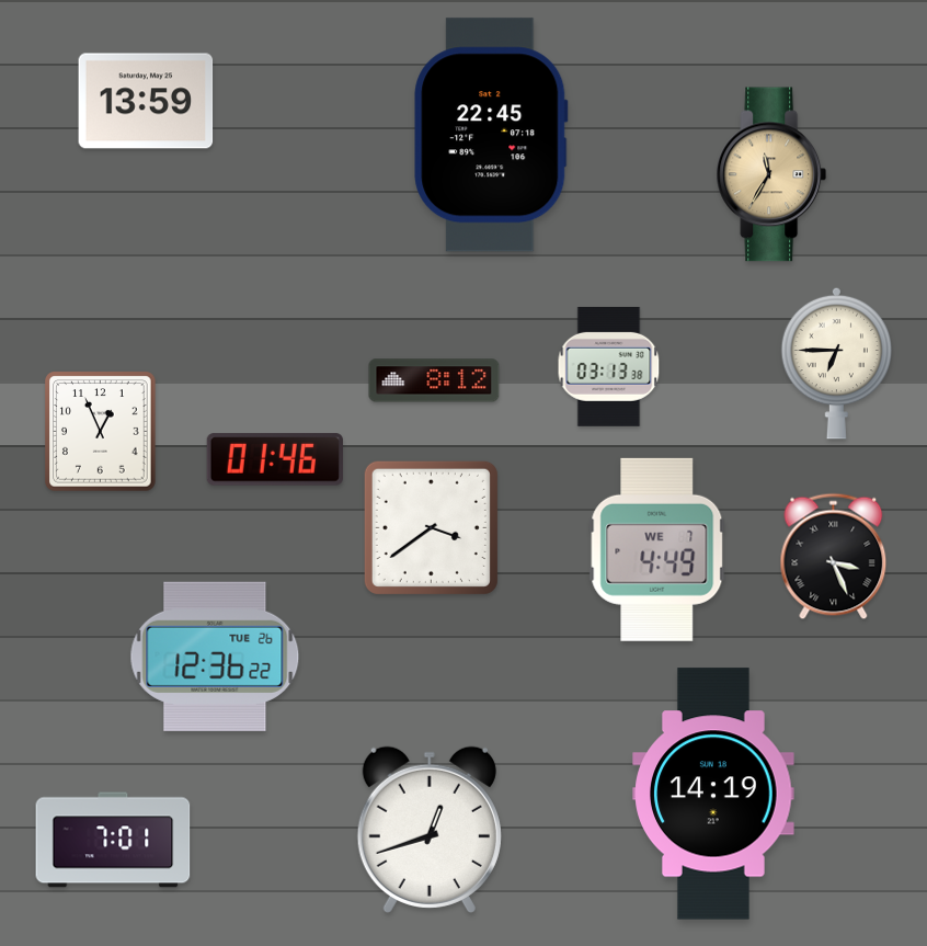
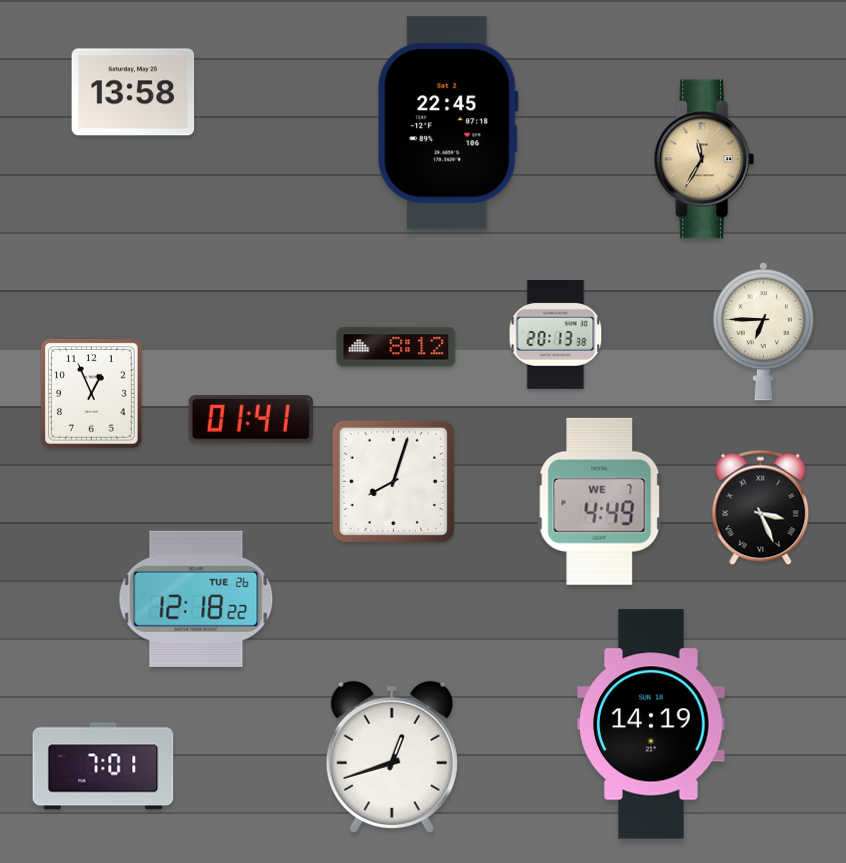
clock at (146, 101): 13:59 -> 13:58
clock at (609, 366): 03:13 -> 20:13
clock at (275, 459): 01:46 -> 01:41
clock at (431, 527): 3:39 -> 8:03
clock at (215, 657): 12:36 -> 12:18
